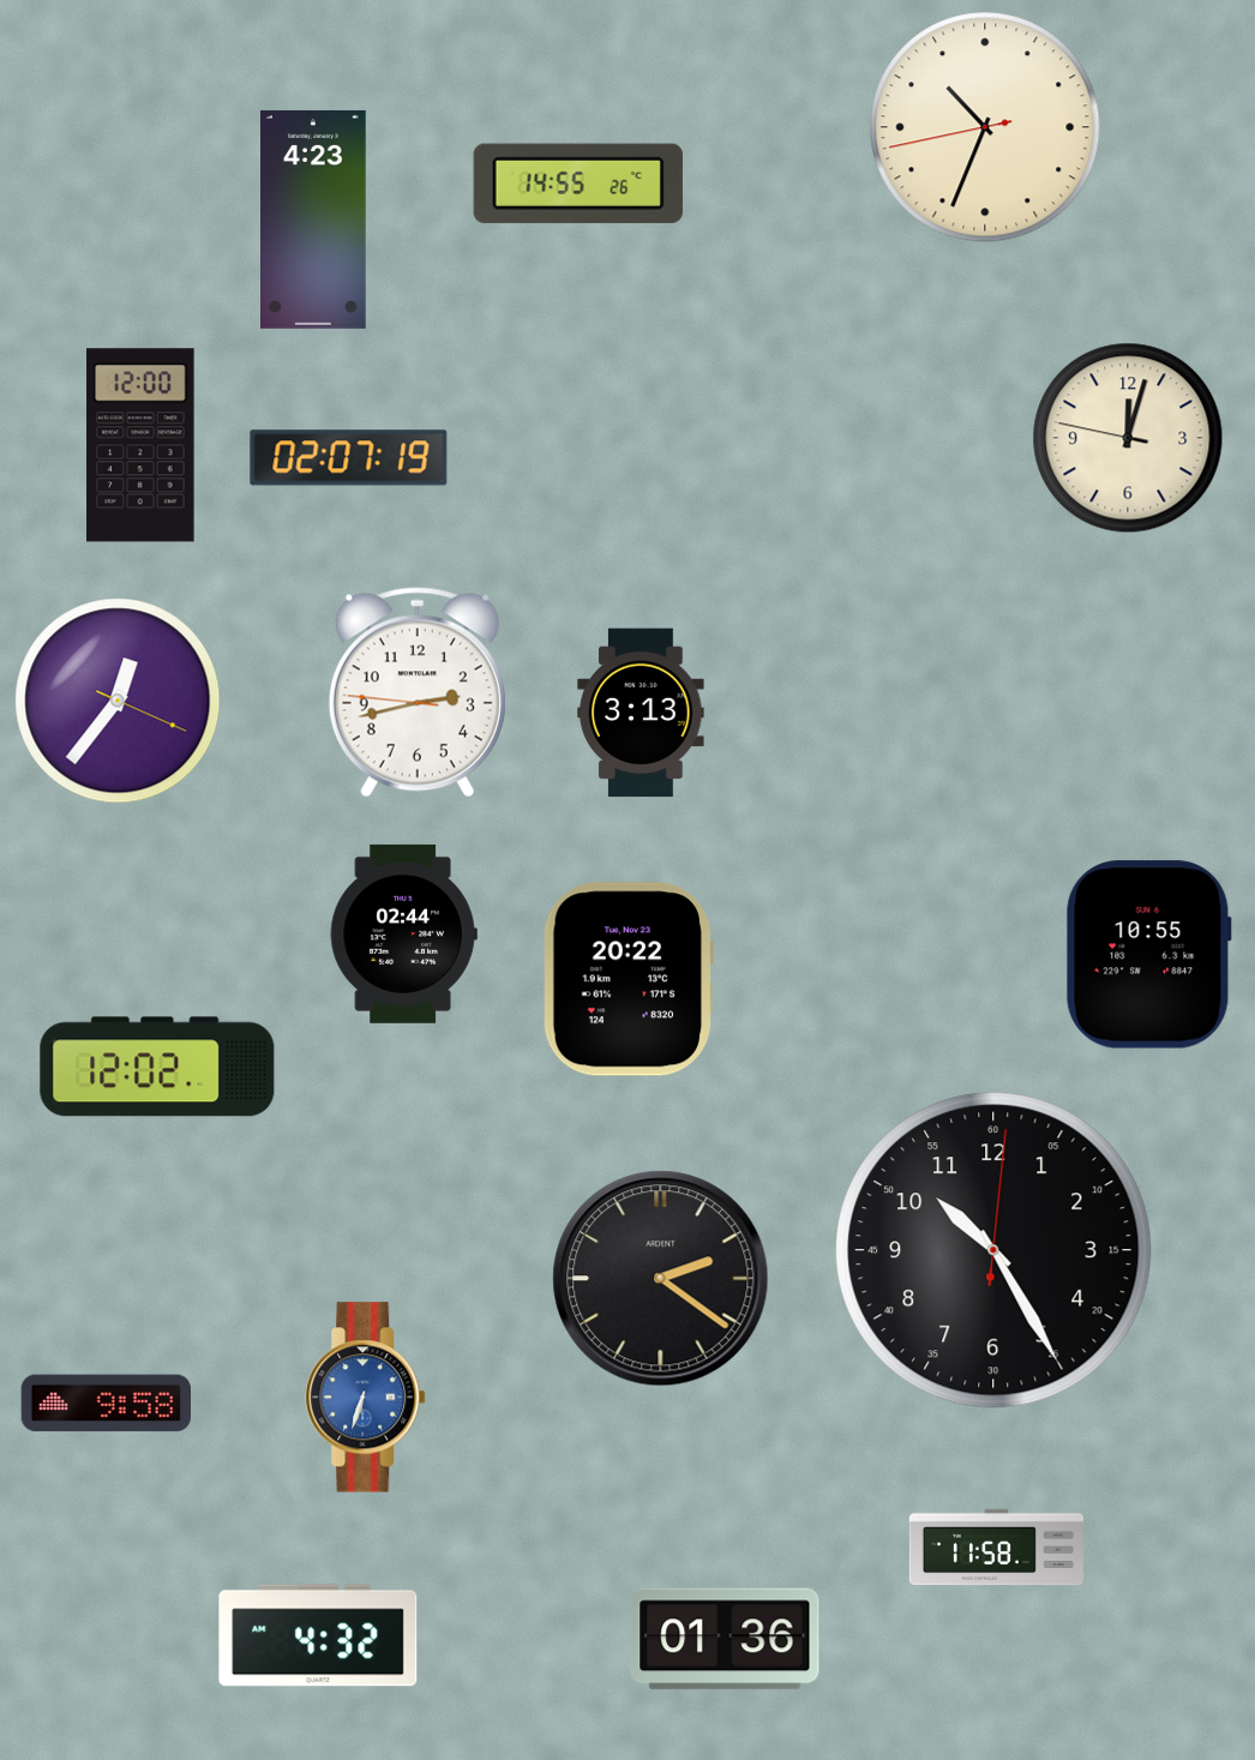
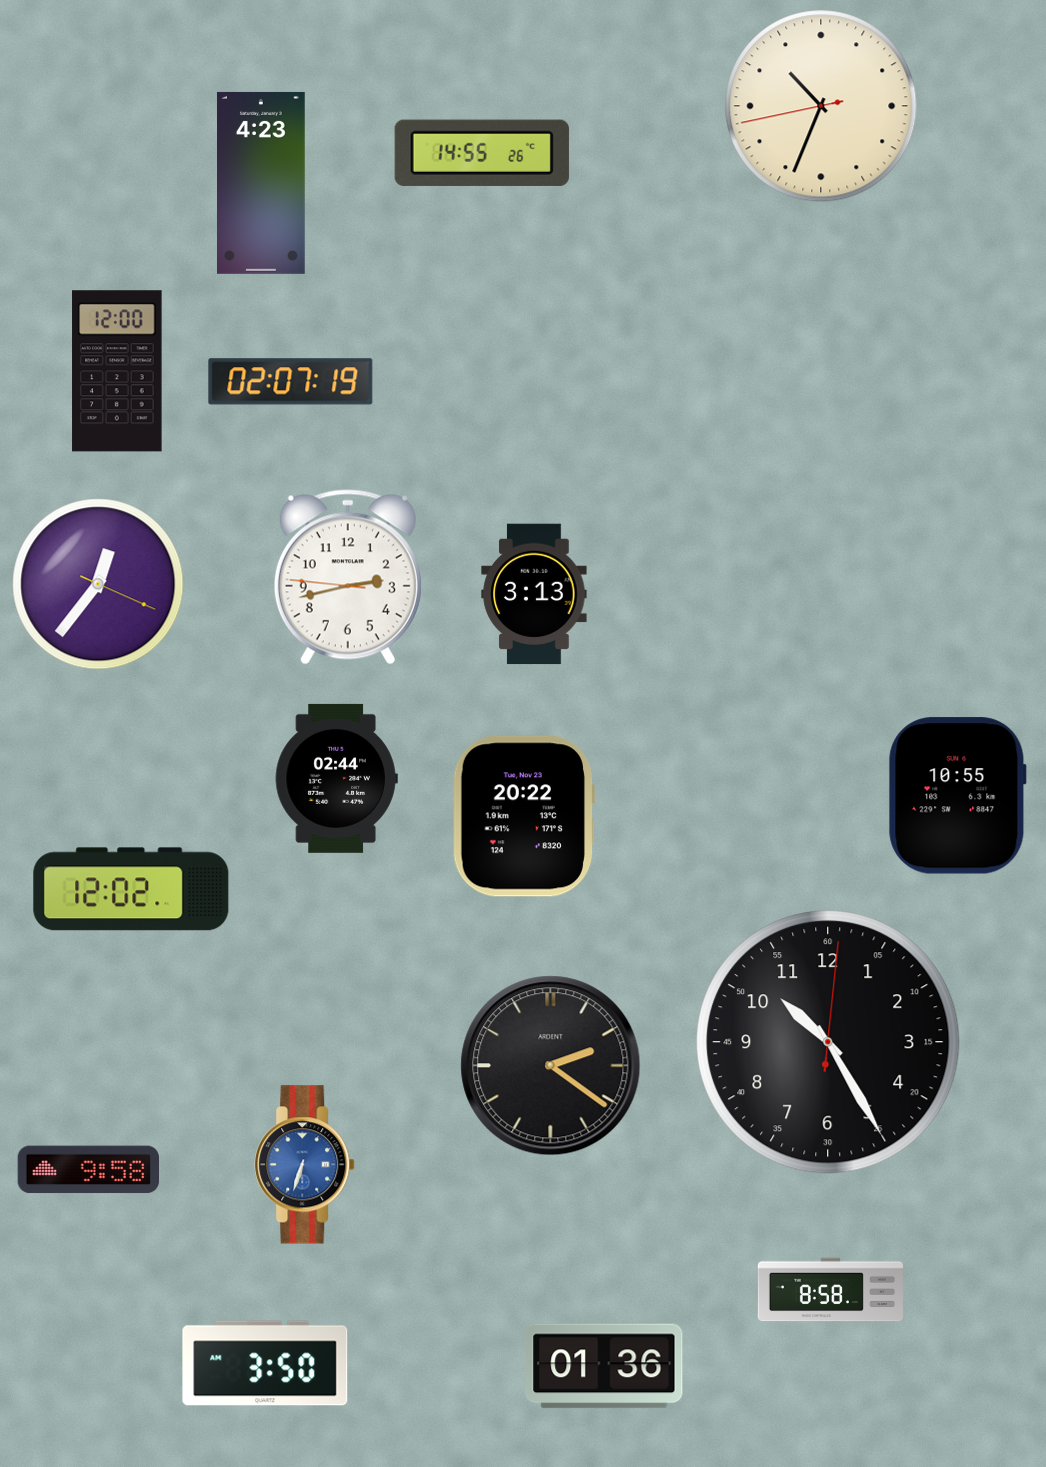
clock at (1128, 438): 12:02 -> none
clock at (996, 1548): 11:58 -> 8:58
clock at (318, 1635): 4:32 -> 3:50
